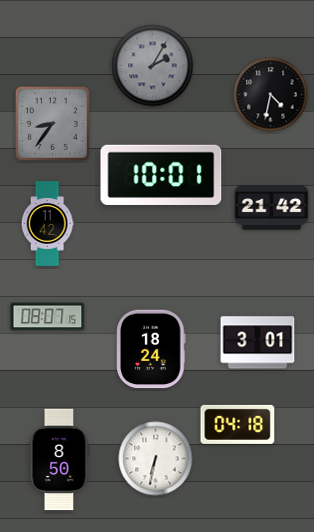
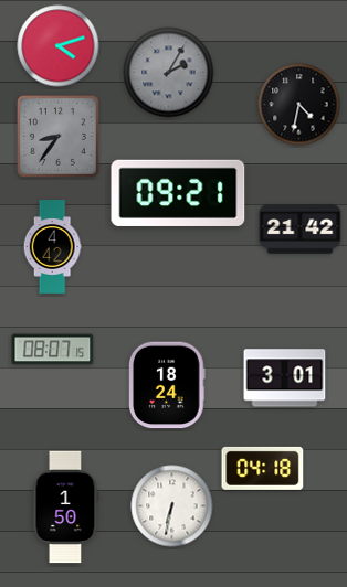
clock at (59, 46): none -> 4:12
clock at (161, 175): 10:01 -> 09:21
clock at (47, 224): 11:42 -> 4:42
clock at (59, 460): 8:50 -> 1:50
